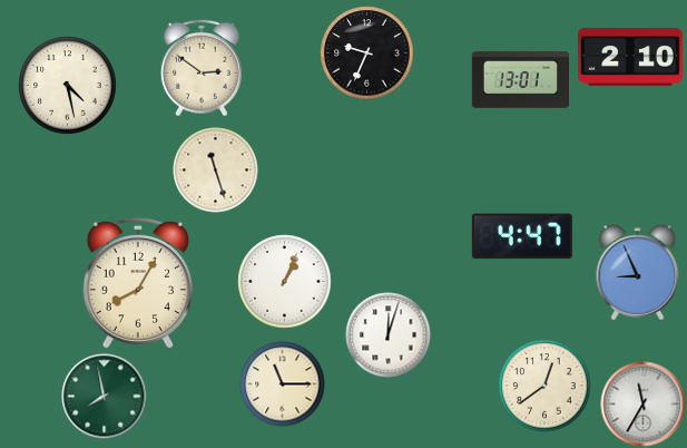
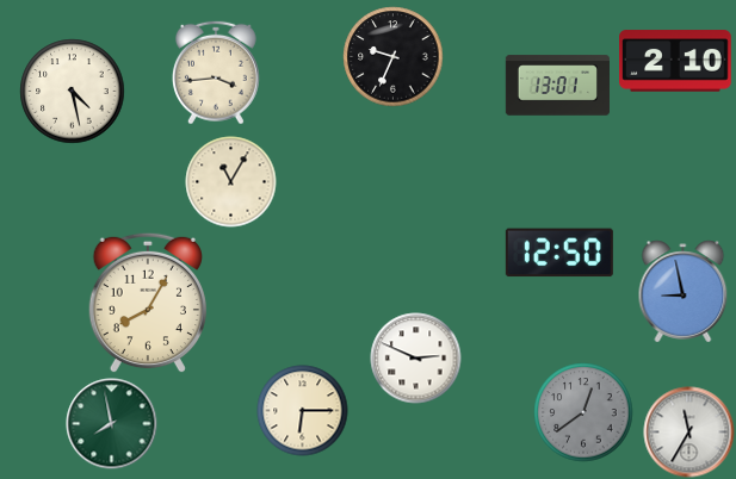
clock at (202, 68): 2:51 -> 3:44
clock at (216, 171): 11:27 -> 11:05
clock at (522, 236): 4:47 -> 12:50
clock at (638, 273): 8:56 -> 8:58
clock at (285, 282): 1:04 -> none
clock at (389, 335): 12:03 -> 2:49
clock at (283, 384): 11:15 -> 6:15
clock at (544, 386) dial: cream -> grey
